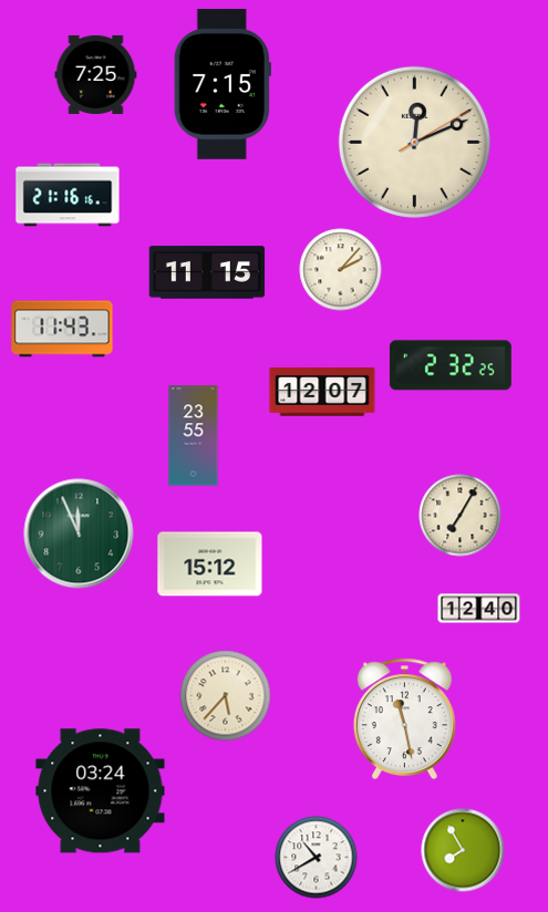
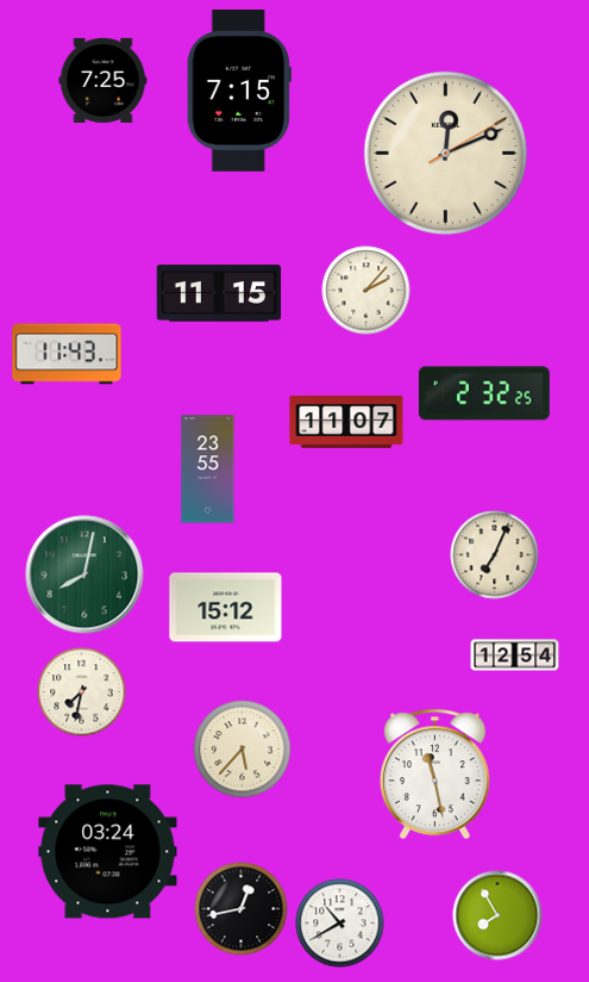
clock at (68, 195): 21:16 -> none
clock at (207, 272) position: (207, 272) -> (219, 293)
clock at (322, 392): 12:07 -> 11:07
clock at (461, 516): 7:05 -> 7:04
clock at (79, 533): 11:56 -> 8:02
clock at (479, 609): 12:40 -> 12:54
clock at (82, 692): none -> 7:32
clock at (242, 909): none -> 12:43
